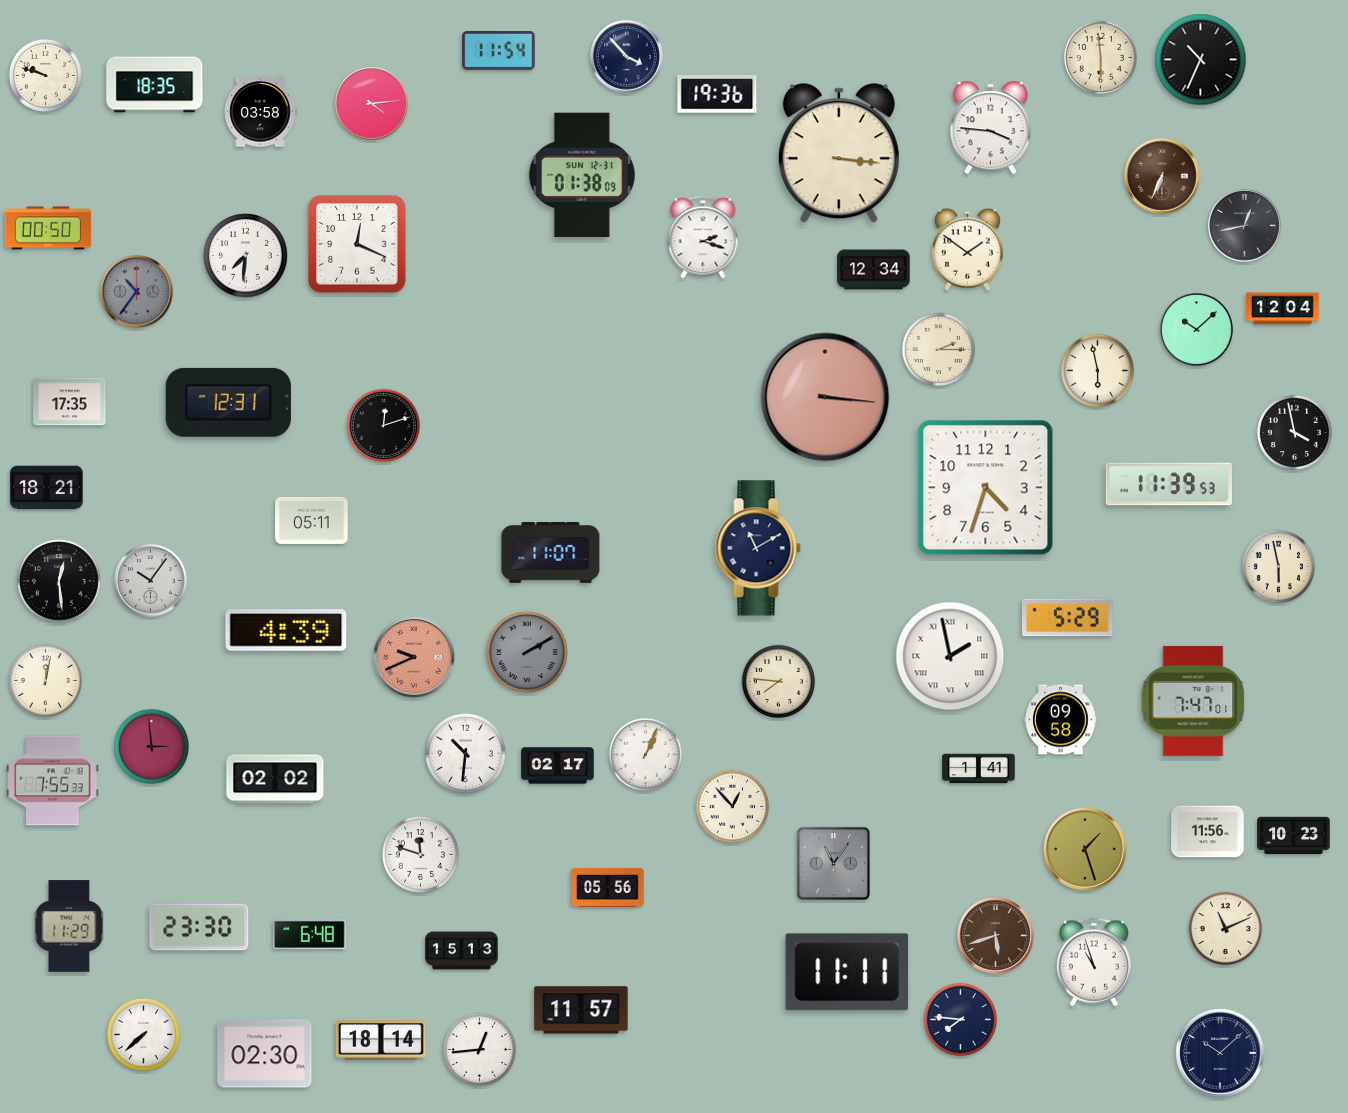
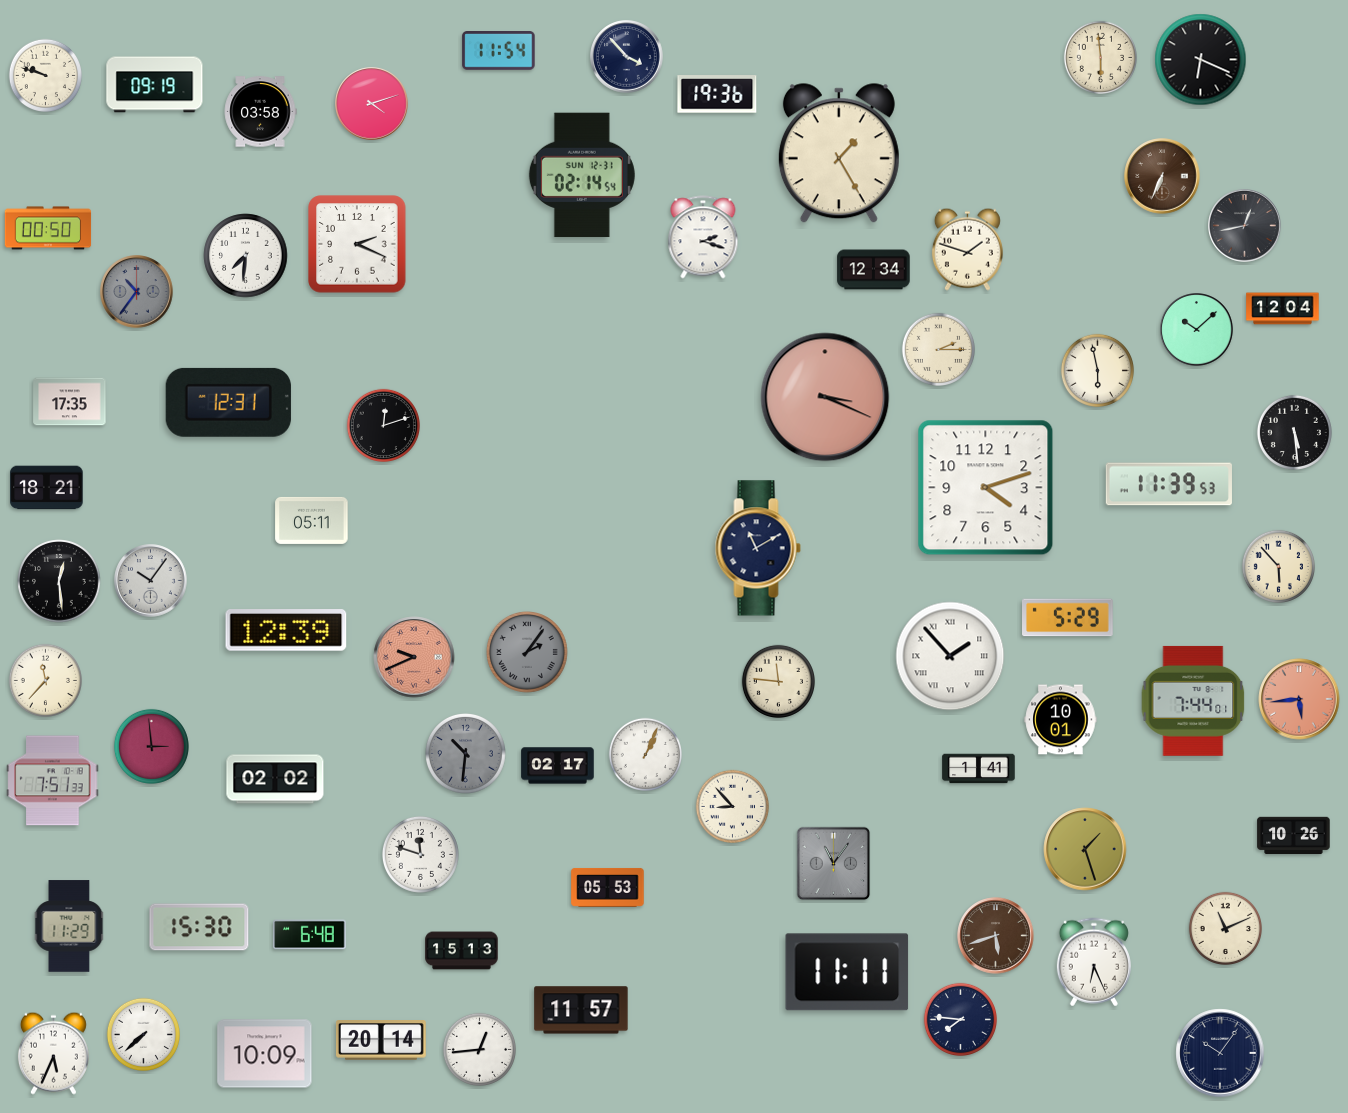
clock at (1201, 60): 10:34 -> 6:19
clock at (155, 85): 18:35 -> 09:19
clock at (372, 104): 4:14 -> 4:12
clock at (990, 128): 3:46 -> none
clock at (839, 154): 3:16 -> 1:25
clock at (582, 175): 01:38 -> 02:14
clock at (357, 244): 12:19 -> 2:19
clock at (967, 249): 1:51 -> 1:48
clock at (825, 397): 3:16 -> 3:19
clock at (1294, 432): 3:58 -> 5:29
clock at (986, 488): 4:33 -> 4:12
clock at (551, 553): 11:07 -> none
clock at (1278, 566): 5:58 -> 5:53
clock at (286, 630): 4:39 -> 12:39
clock at (528, 653): 2:10 -> 2:06
clock at (950, 656): 1:58 -> 1:53
clock at (45, 680): 12:02 -> 11:37
clock at (778, 681): 7:46 -> 11:46
clock at (1299, 699): none -> 5:44
clock at (1193, 701): 7:47 -> 7:44
clock at (1061, 720): 09:58 -> 10:01
clock at (466, 754) dial: white -> grey
clock at (53, 781): 7:55 -> 7:51
clock at (732, 806): 12:53 -> 8:53
clock at (1208, 832): 11:56 -> none
clock at (1294, 836): 10:23 -> 10:26
clock at (608, 887): 05:56 -> 05:53
clock at (199, 927): 23:30 -> 15:30
clock at (1094, 962): 10:57 -> 6:26
clock at (381, 1041): 18:14 -> 20:14
clock at (53, 1053): none -> 5:34
clock at (1220, 1053): 10:08 -> 10:06
clock at (265, 1054): 02:30 -> 10:09
